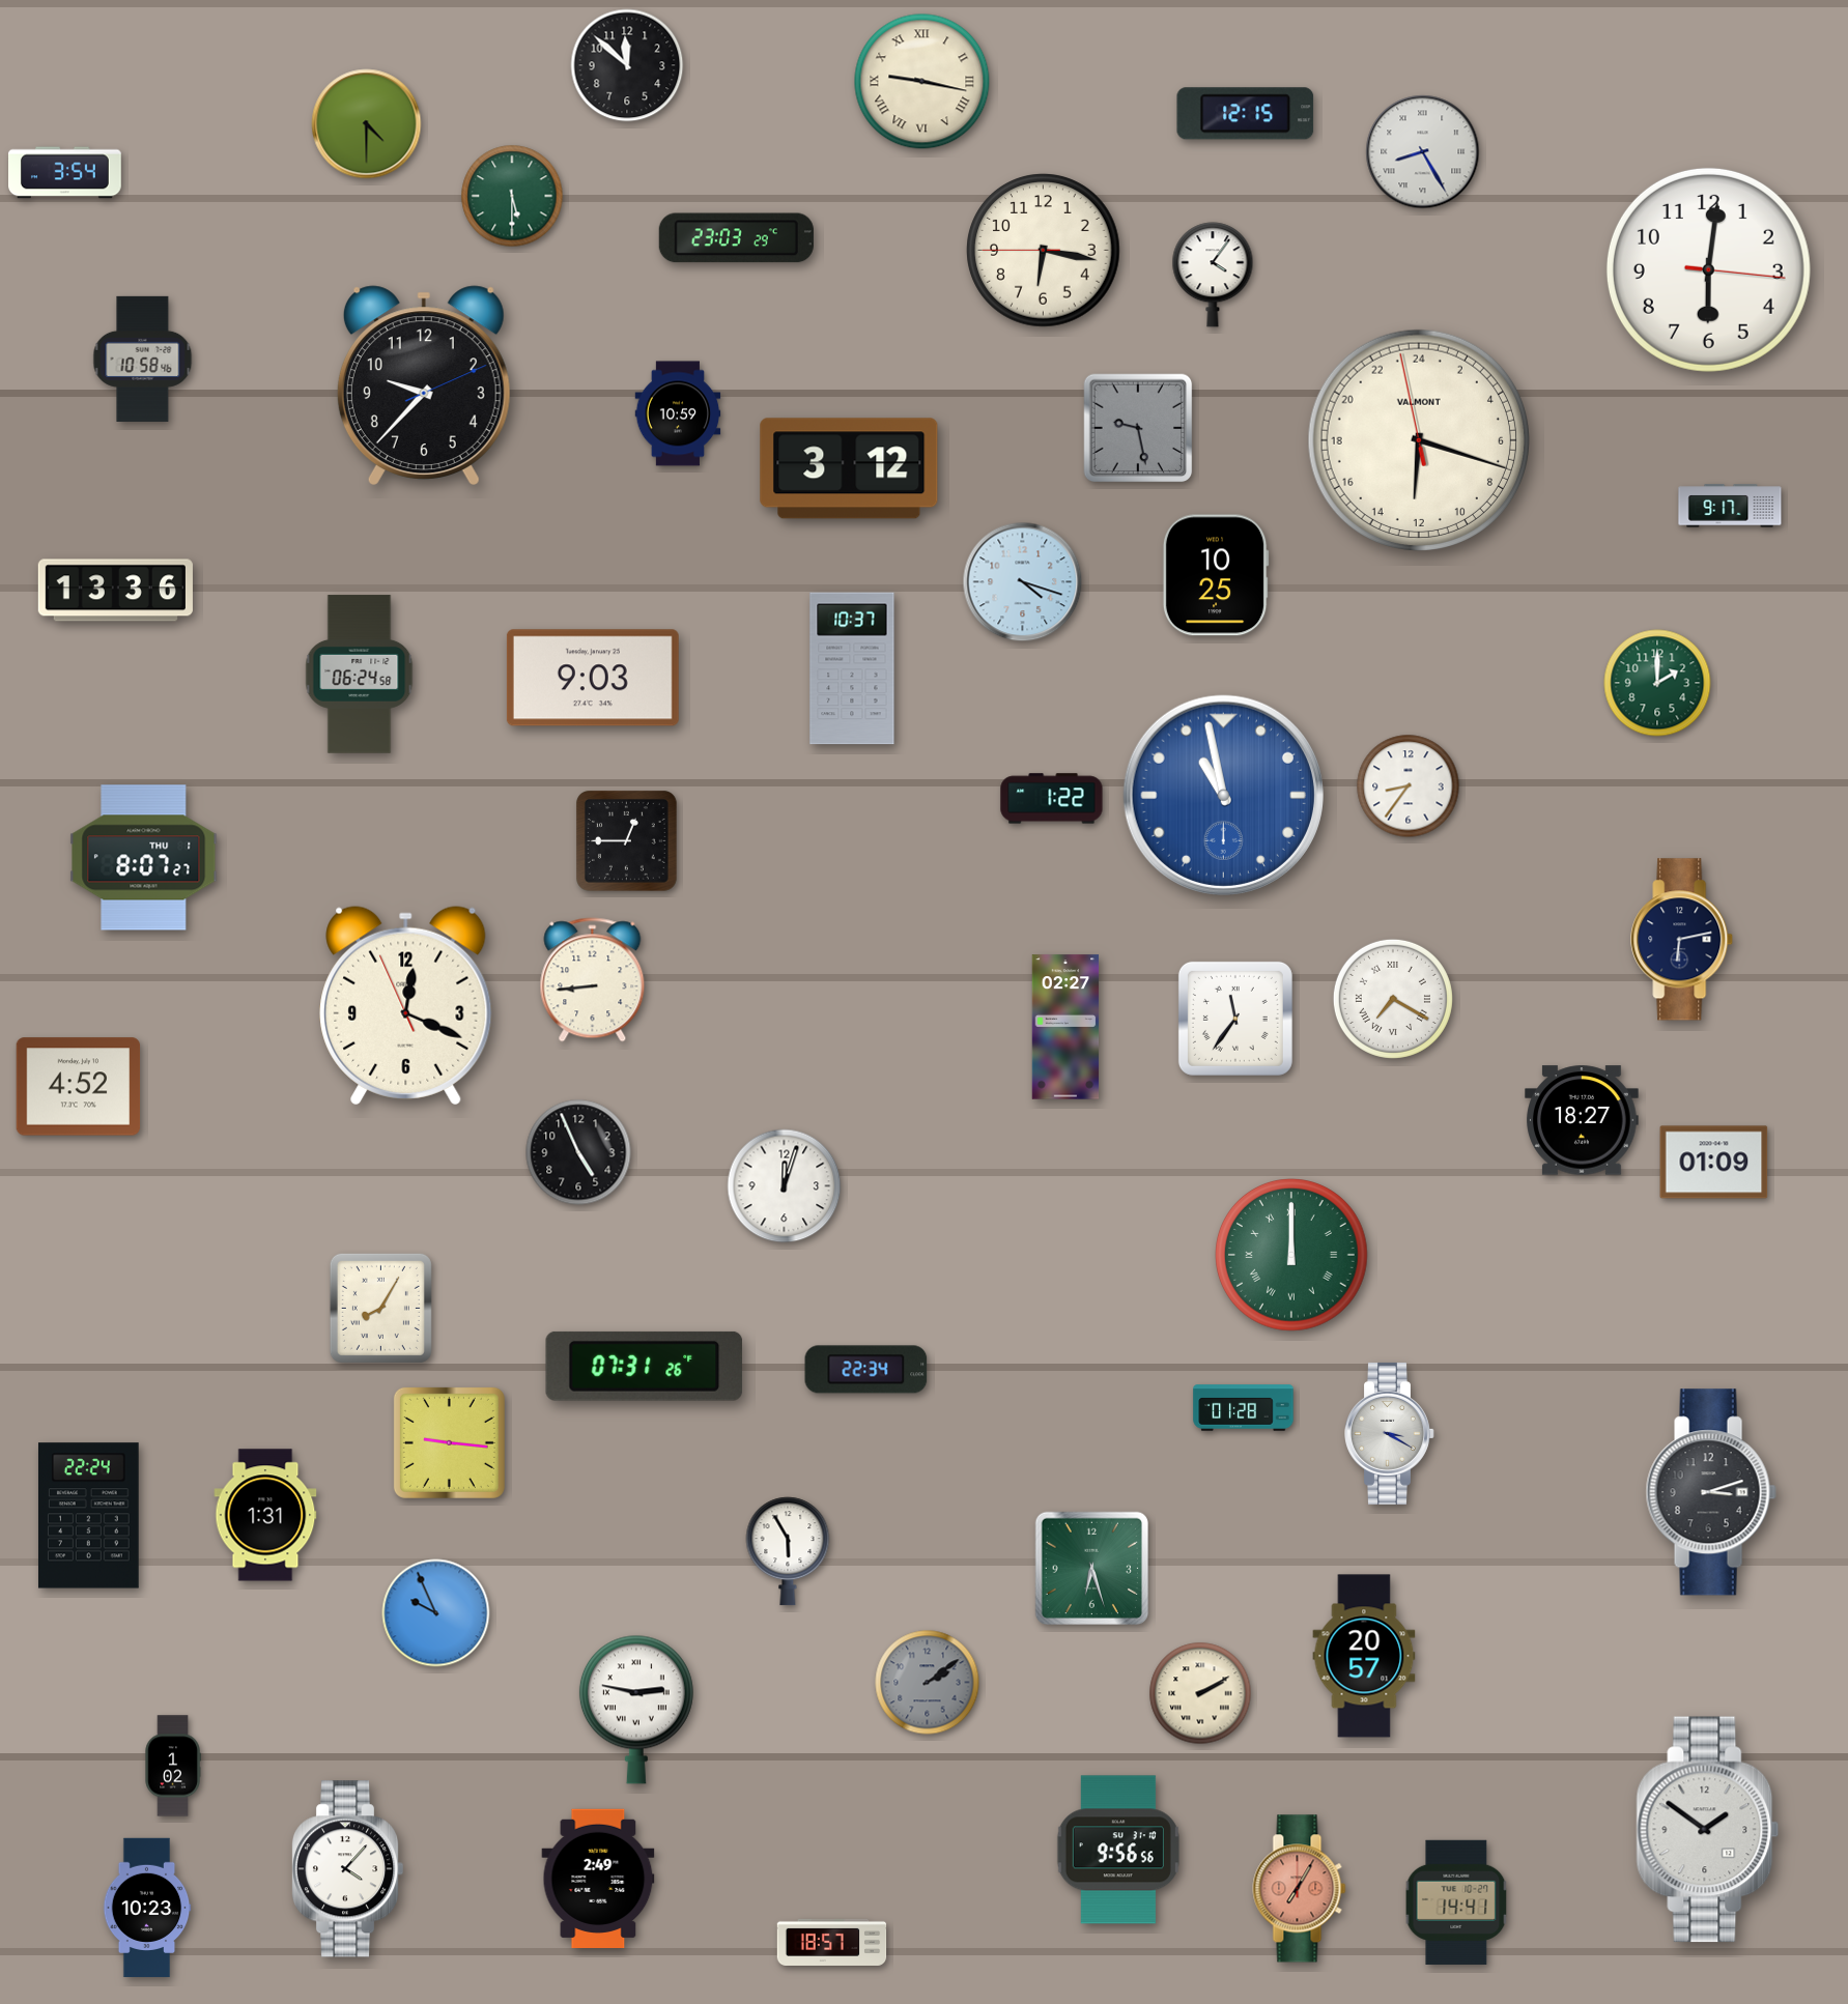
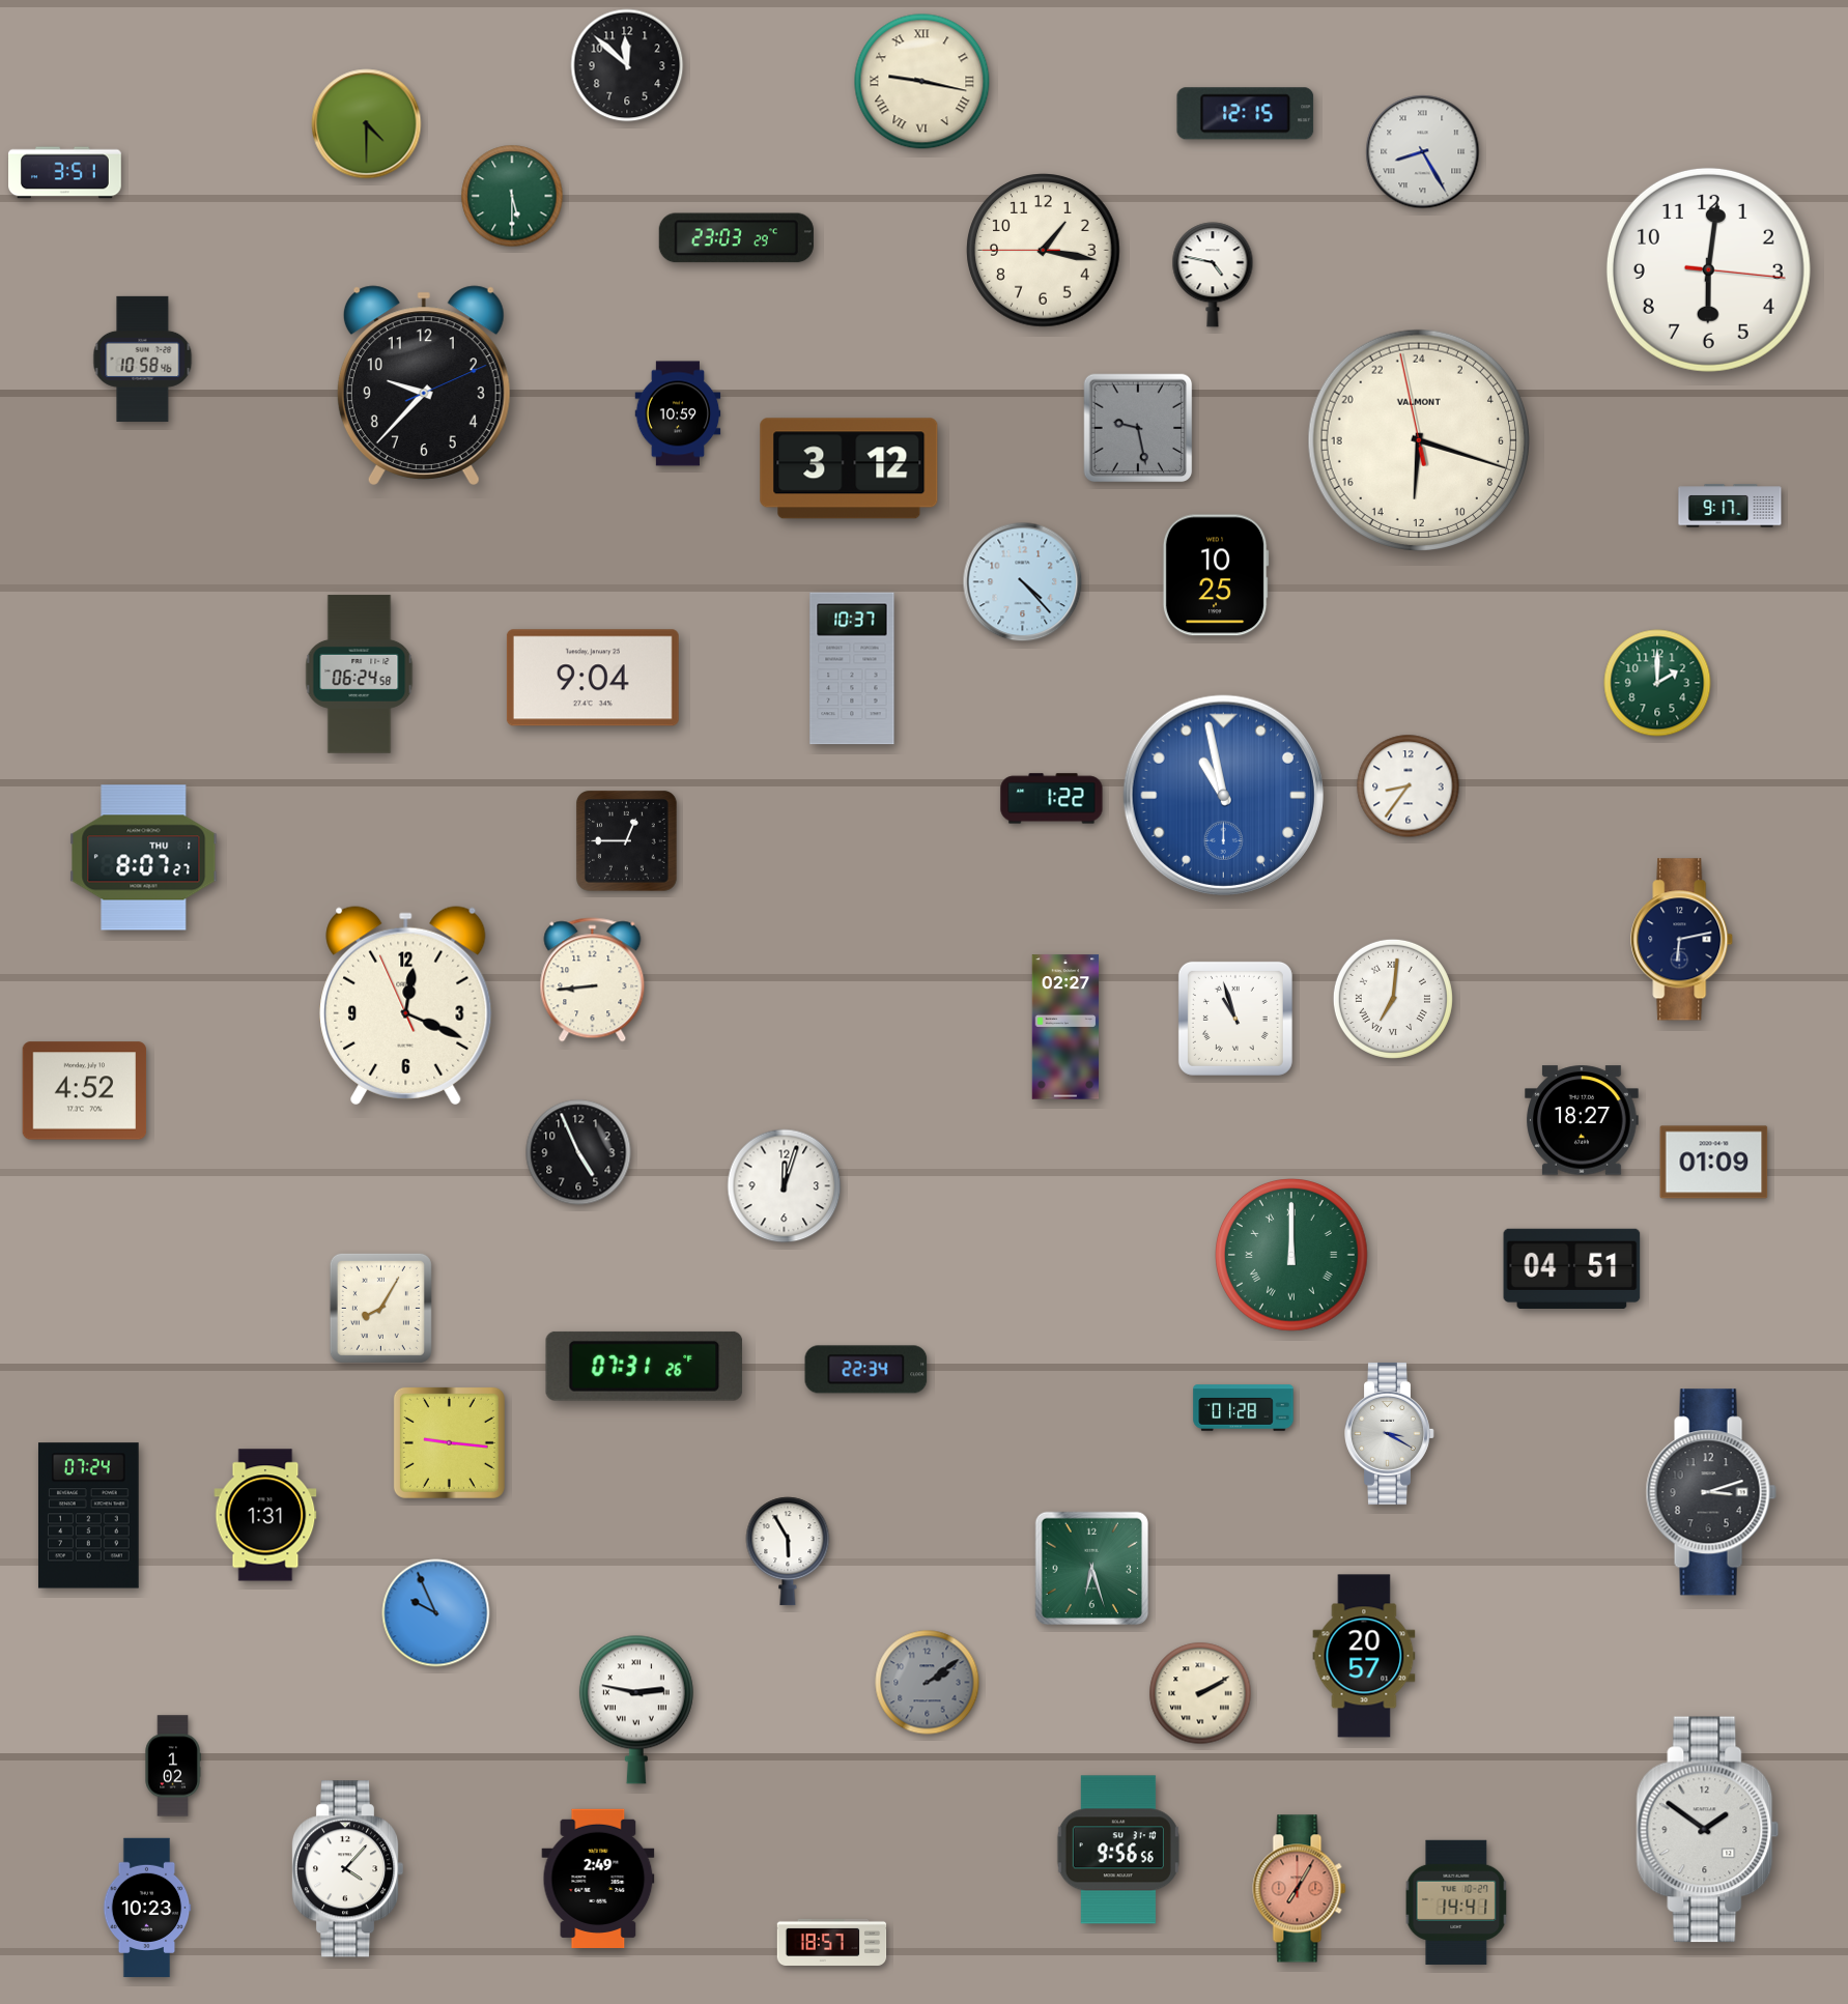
clock at (65, 173): 3:54 -> 3:51
clock at (1044, 251): 6:16 -> 1:16
clock at (1213, 275): 4:06 -> 4:47
clock at (1023, 582): 4:18 -> 4:23
clock at (115, 591): 13:36 -> none
clock at (593, 678): 9:03 -> 9:04
clock at (1393, 999): 7:20 -> 7:01
clock at (1235, 1019): 11:36 -> 10:57
clock at (79, 1087) position: (79, 1087) -> (85, 1091)
clock at (1572, 1268): none -> 04:51
clock at (88, 1516): 22:24 -> 07:24
